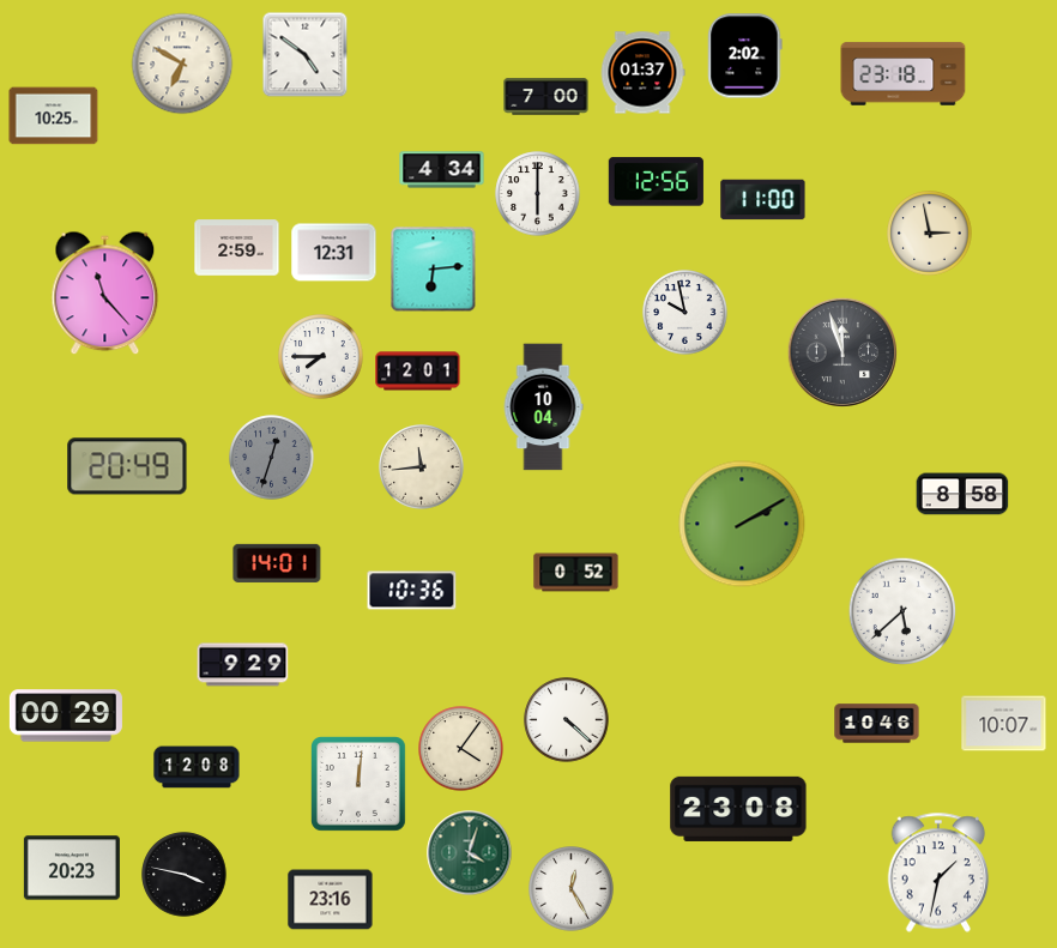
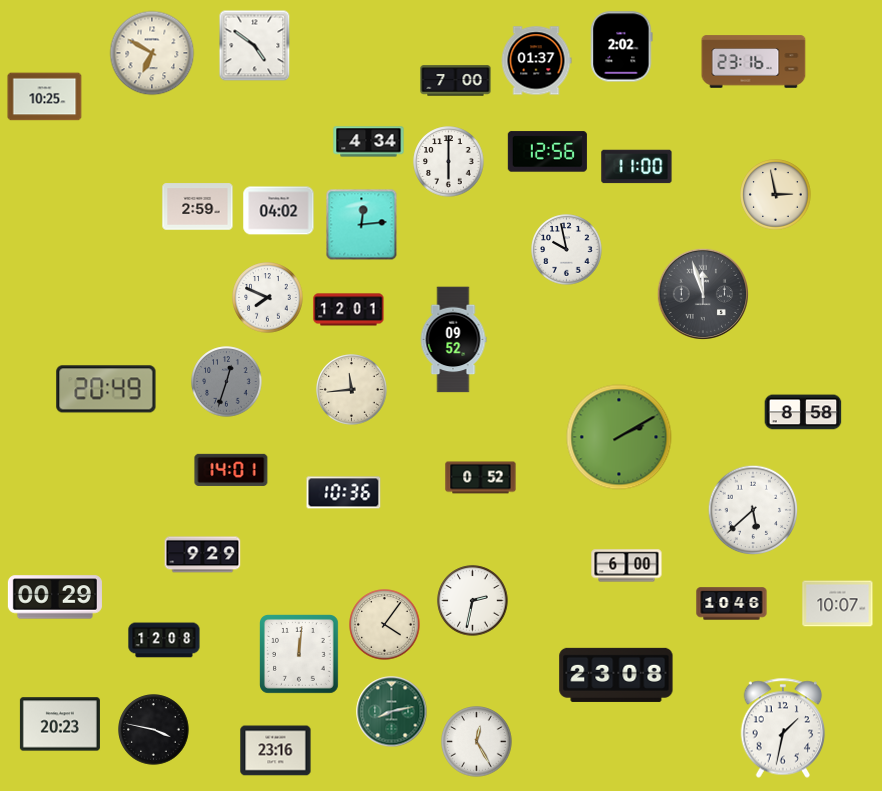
clock at (904, 74): 23:18 -> 23:16
clock at (334, 253): 12:31 -> 04:02
clock at (434, 270): 6:14 -> 12:14
clock at (105, 294): 11:23 -> none
clock at (685, 313) position: (685, 313) -> (567, 250)
clock at (321, 357): 7:45 -> 7:49
clock at (543, 407): 10:04 -> 09:52
clock at (627, 566): none -> 6:00
clock at (567, 720): 4:22 -> 2:32
clock at (470, 853): 4:03 -> 8:13
